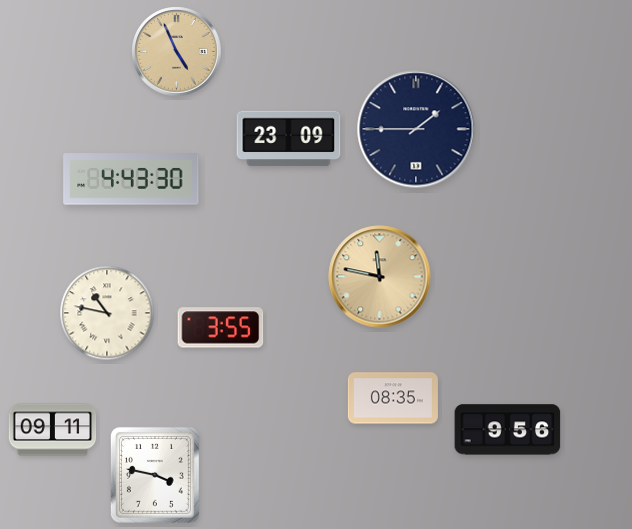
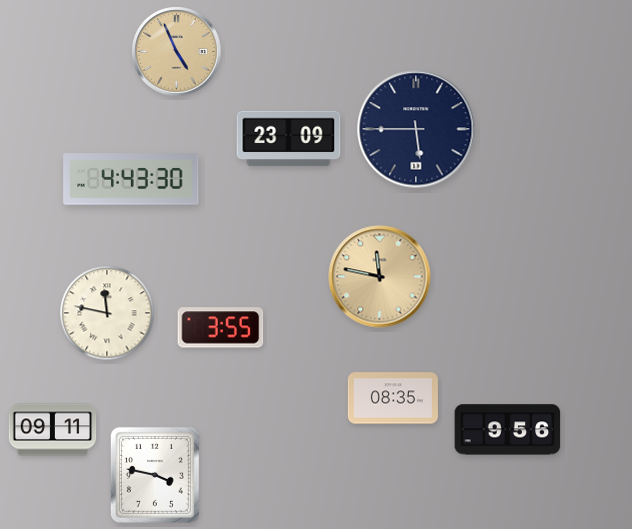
clock at (416, 129): 1:45 -> 5:45
clock at (107, 313): 10:47 -> 11:47
